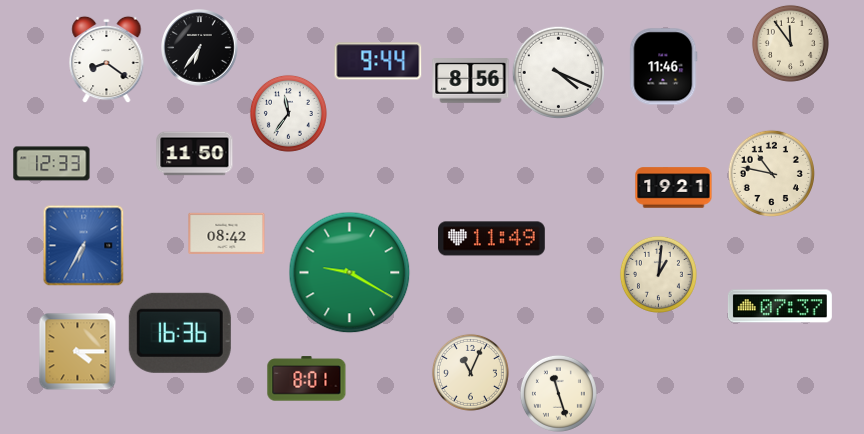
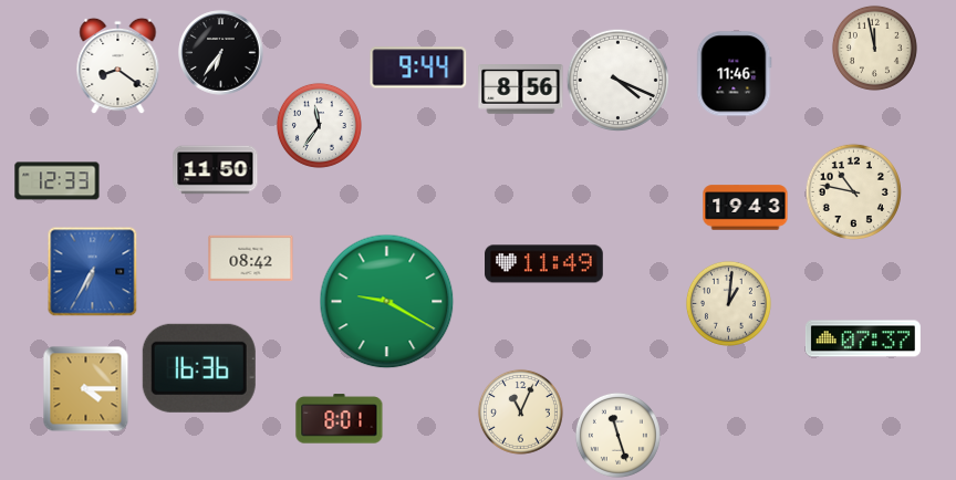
clock at (790, 43): 11:54 -> 11:58
clock at (674, 188): 19:21 -> 19:43
